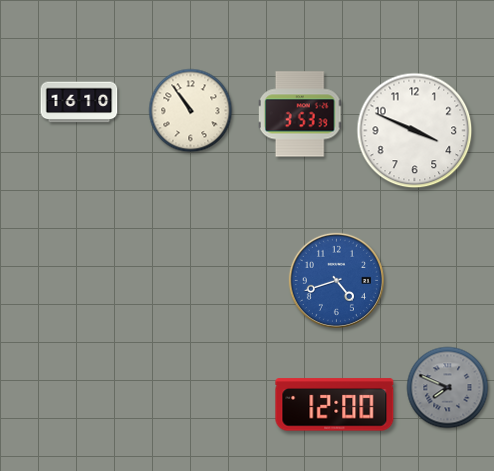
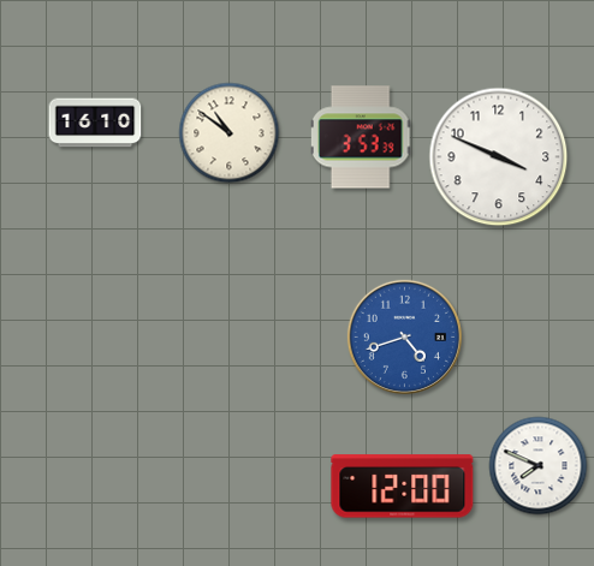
clock at (191, 111): 10:54 -> 10:51
clock at (448, 388) dial: grey -> white
